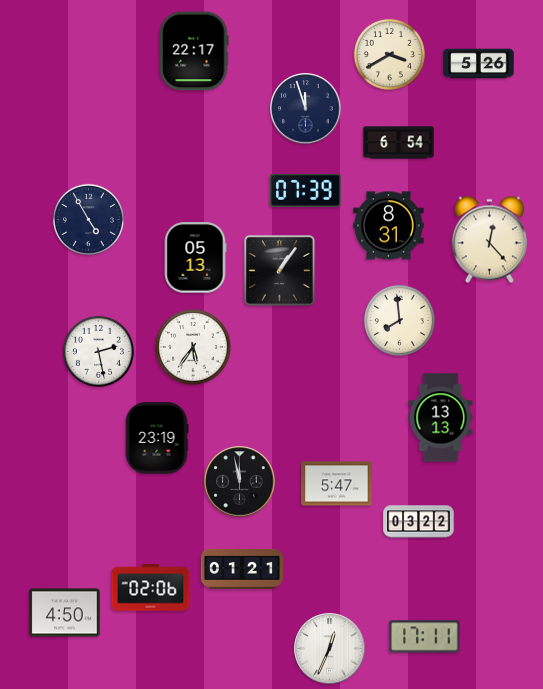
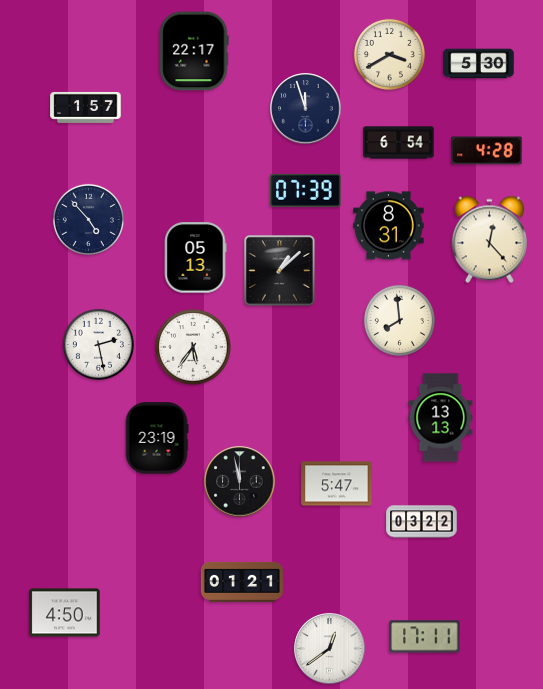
clock at (479, 64): 5:26 -> 5:30
clock at (86, 107): none -> 1:57
clock at (487, 151): none -> 4:28
clock at (88, 219): 4:55 -> 4:53
clock at (280, 271): 1:06 -> 1:08
clock at (98, 351) position: (98, 351) -> (98, 344)
clock at (419, 522) position: (419, 522) -> (422, 522)
clock at (242, 569) position: (242, 569) -> (242, 582)
clock at (151, 588): 02:06 -> none
clock at (330, 649): 12:34 -> 12:39
